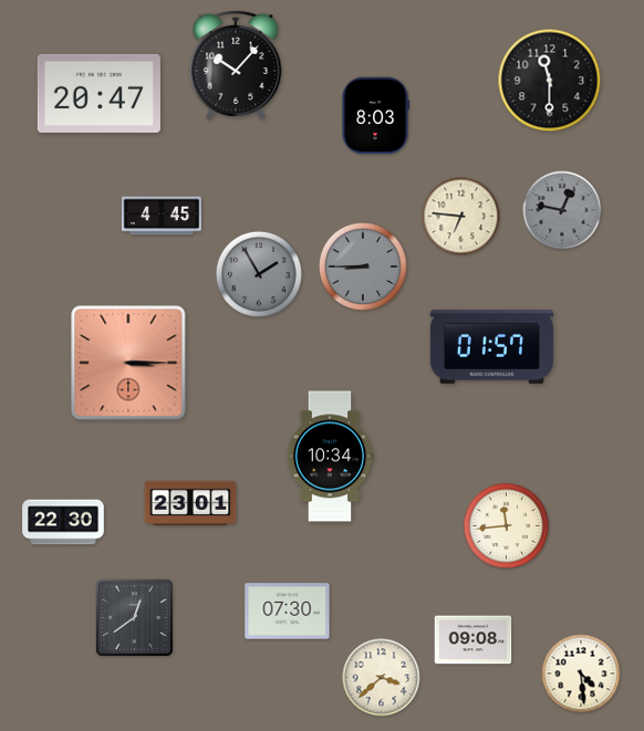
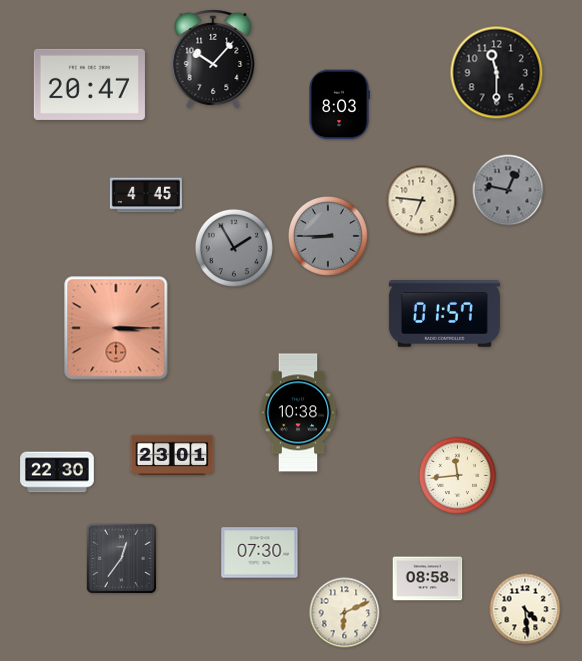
clock at (461, 217) position: (461, 217) -> (422, 201)
clock at (363, 267) position: (363, 267) -> (328, 236)
clock at (330, 457): 10:34 -> 10:38
clock at (134, 617): 12:39 -> 12:36
clock at (474, 640): 09:08 -> 08:58
clock at (382, 678): 3:38 -> 6:11
